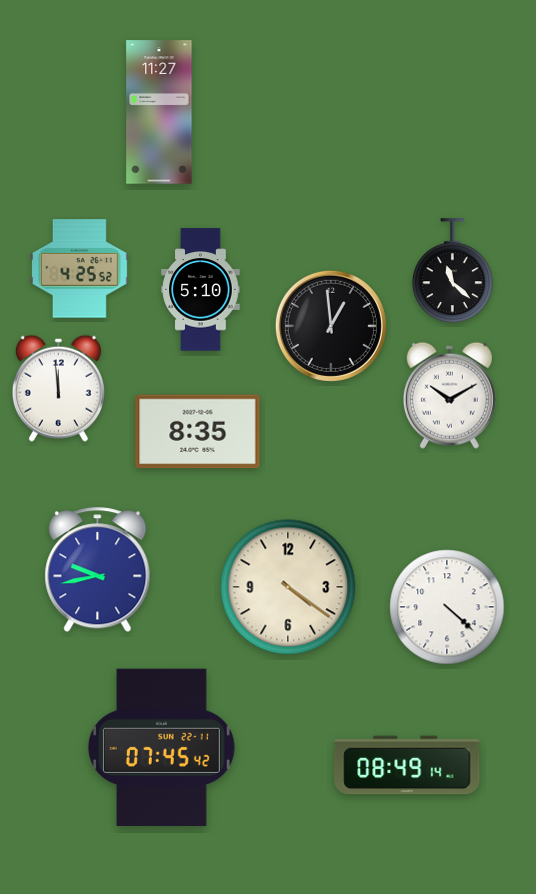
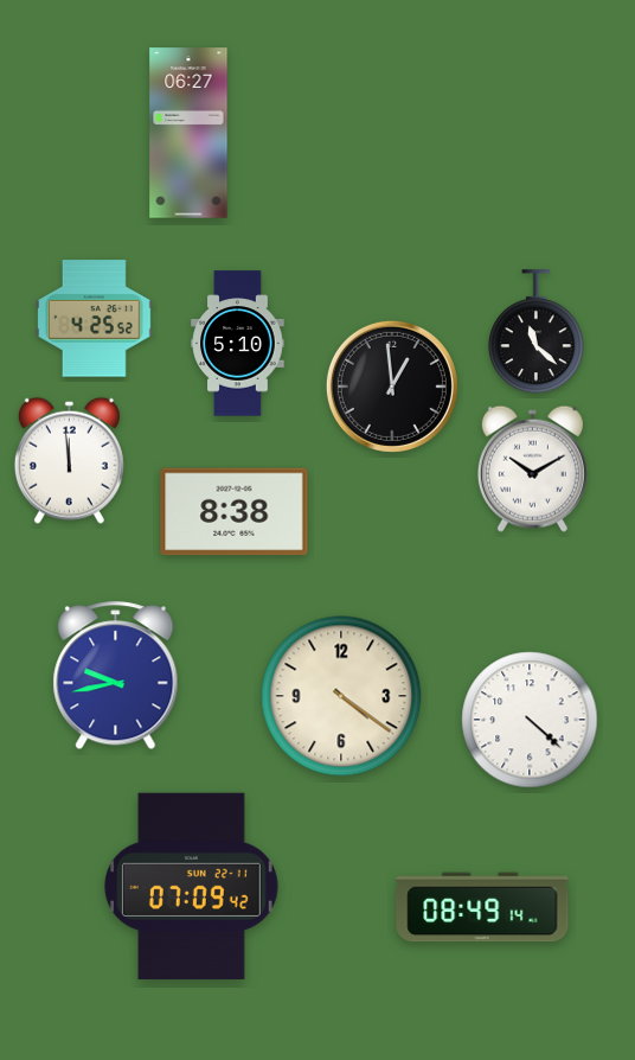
clock at (159, 112): 11:27 -> 06:27
clock at (453, 271) position: (453, 271) -> (537, 332)
clock at (198, 432): 8:35 -> 8:38
clock at (161, 747): 07:45 -> 07:09
